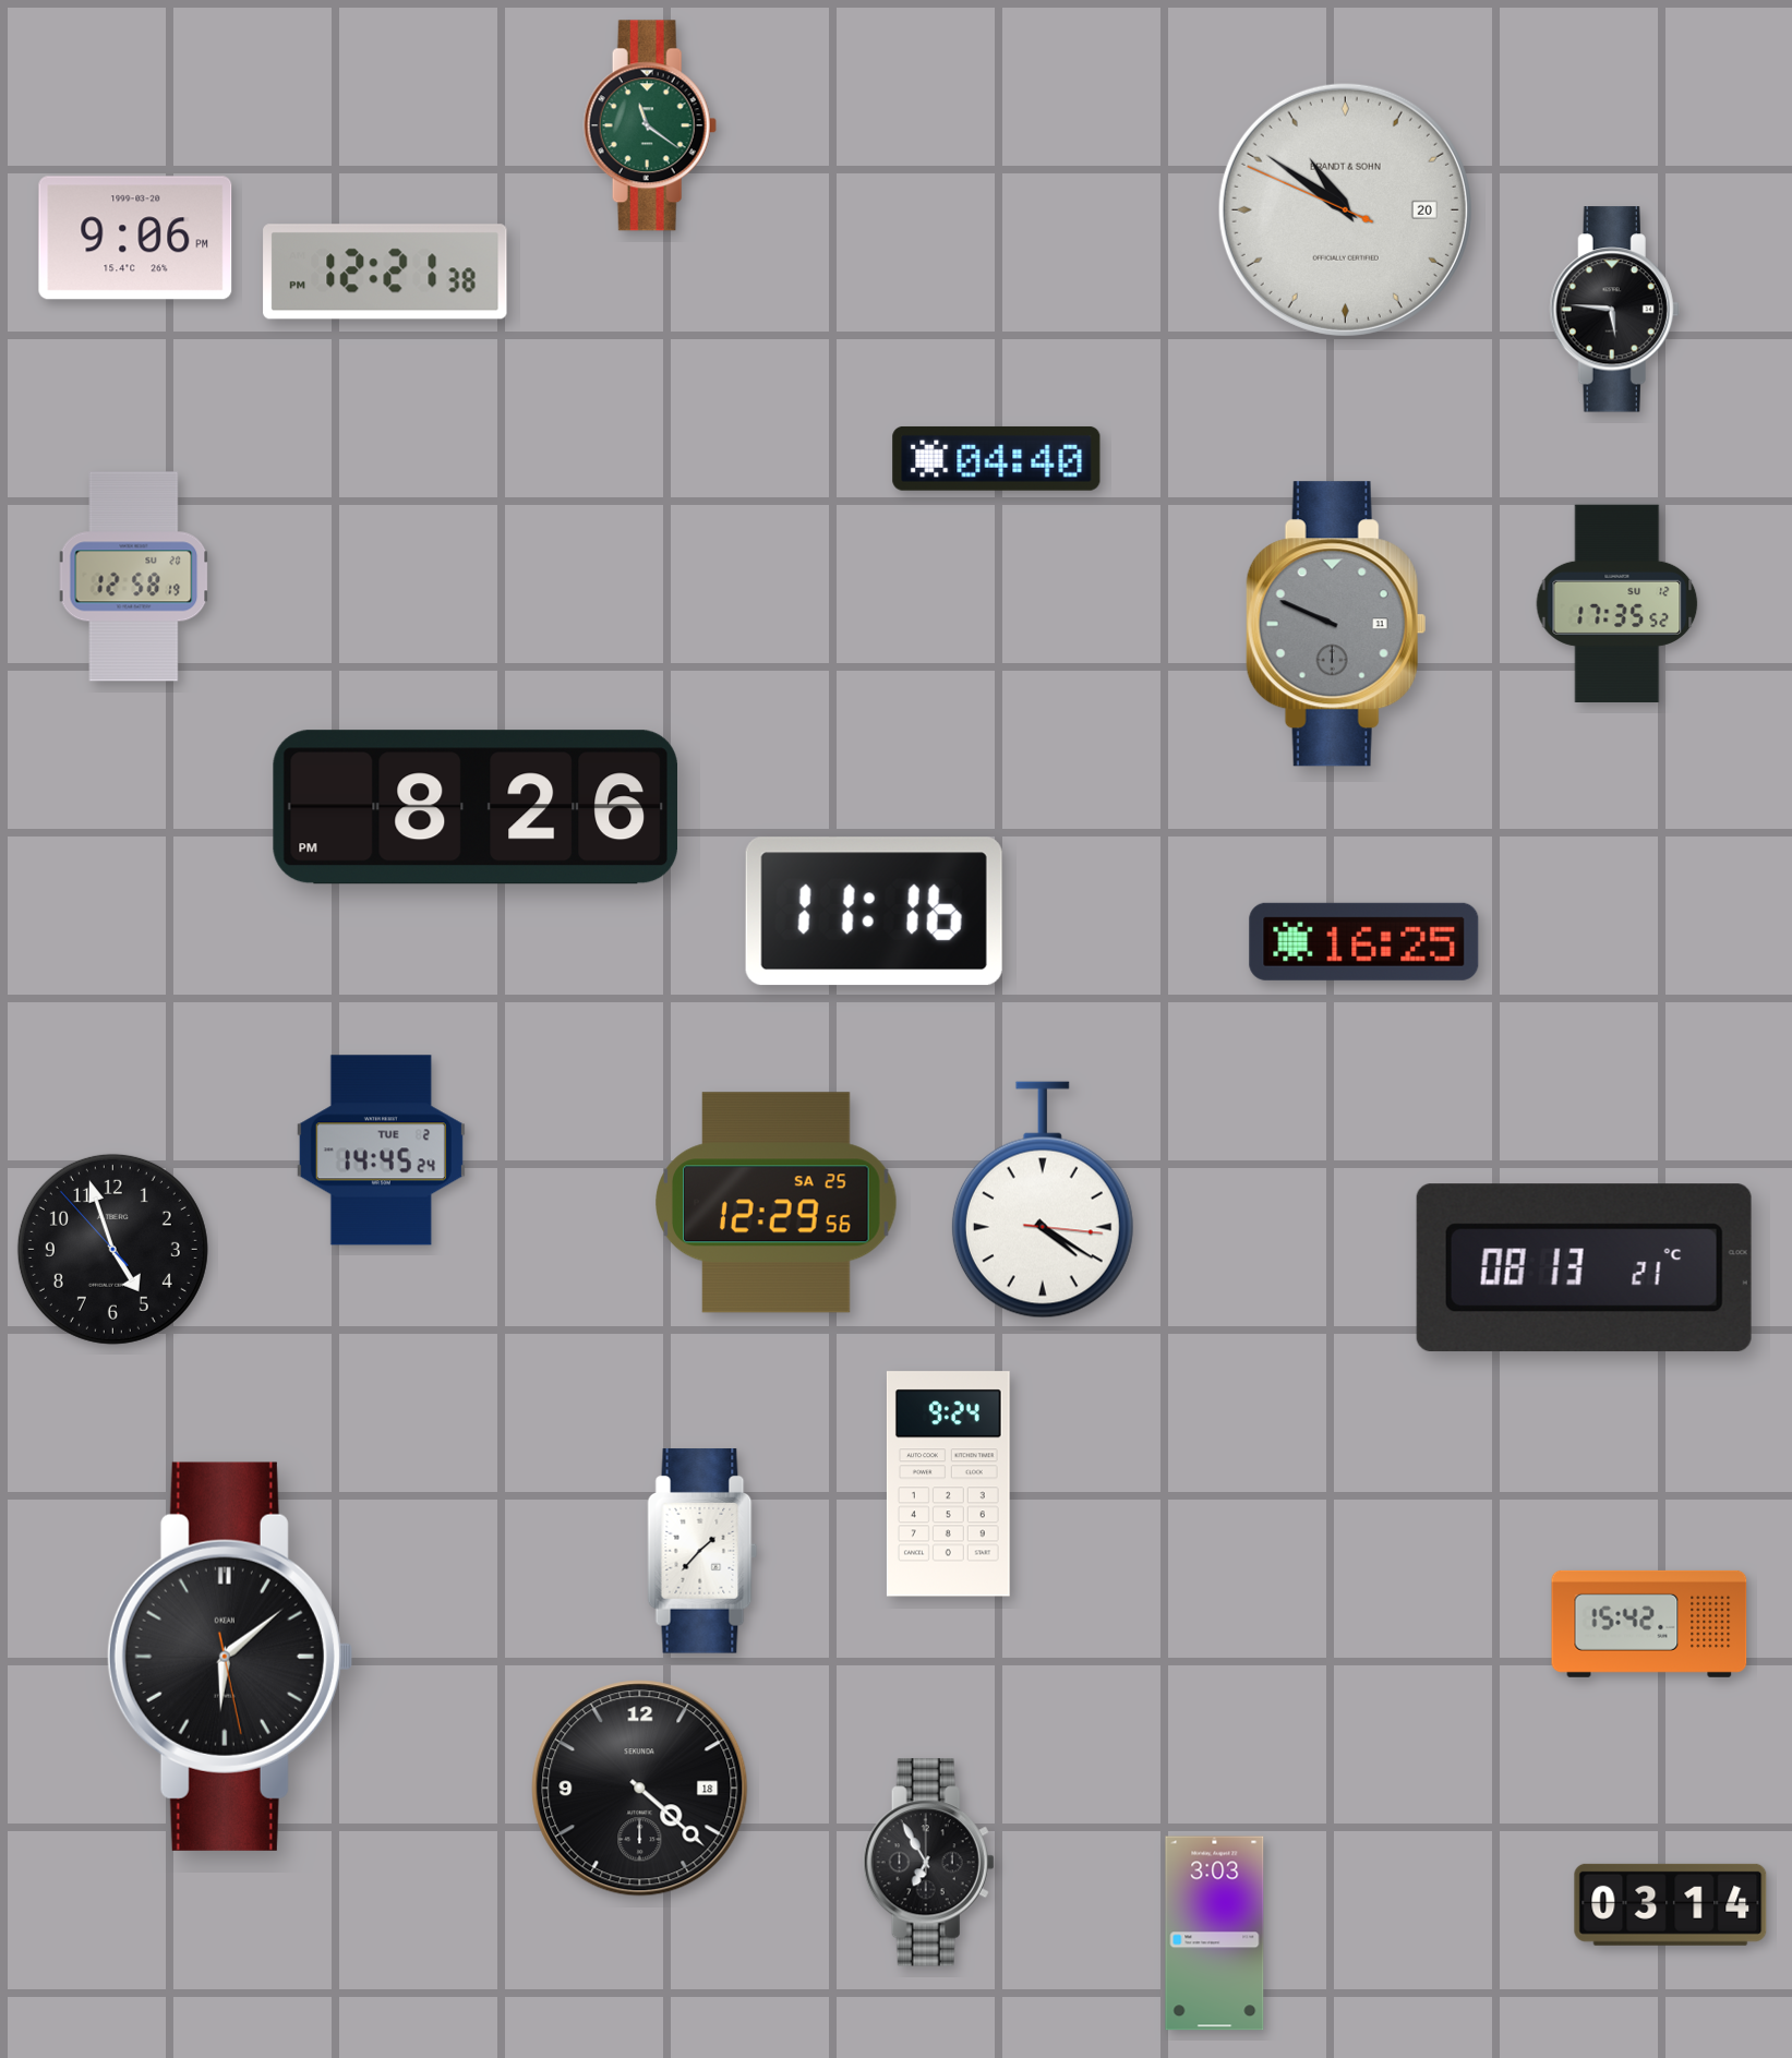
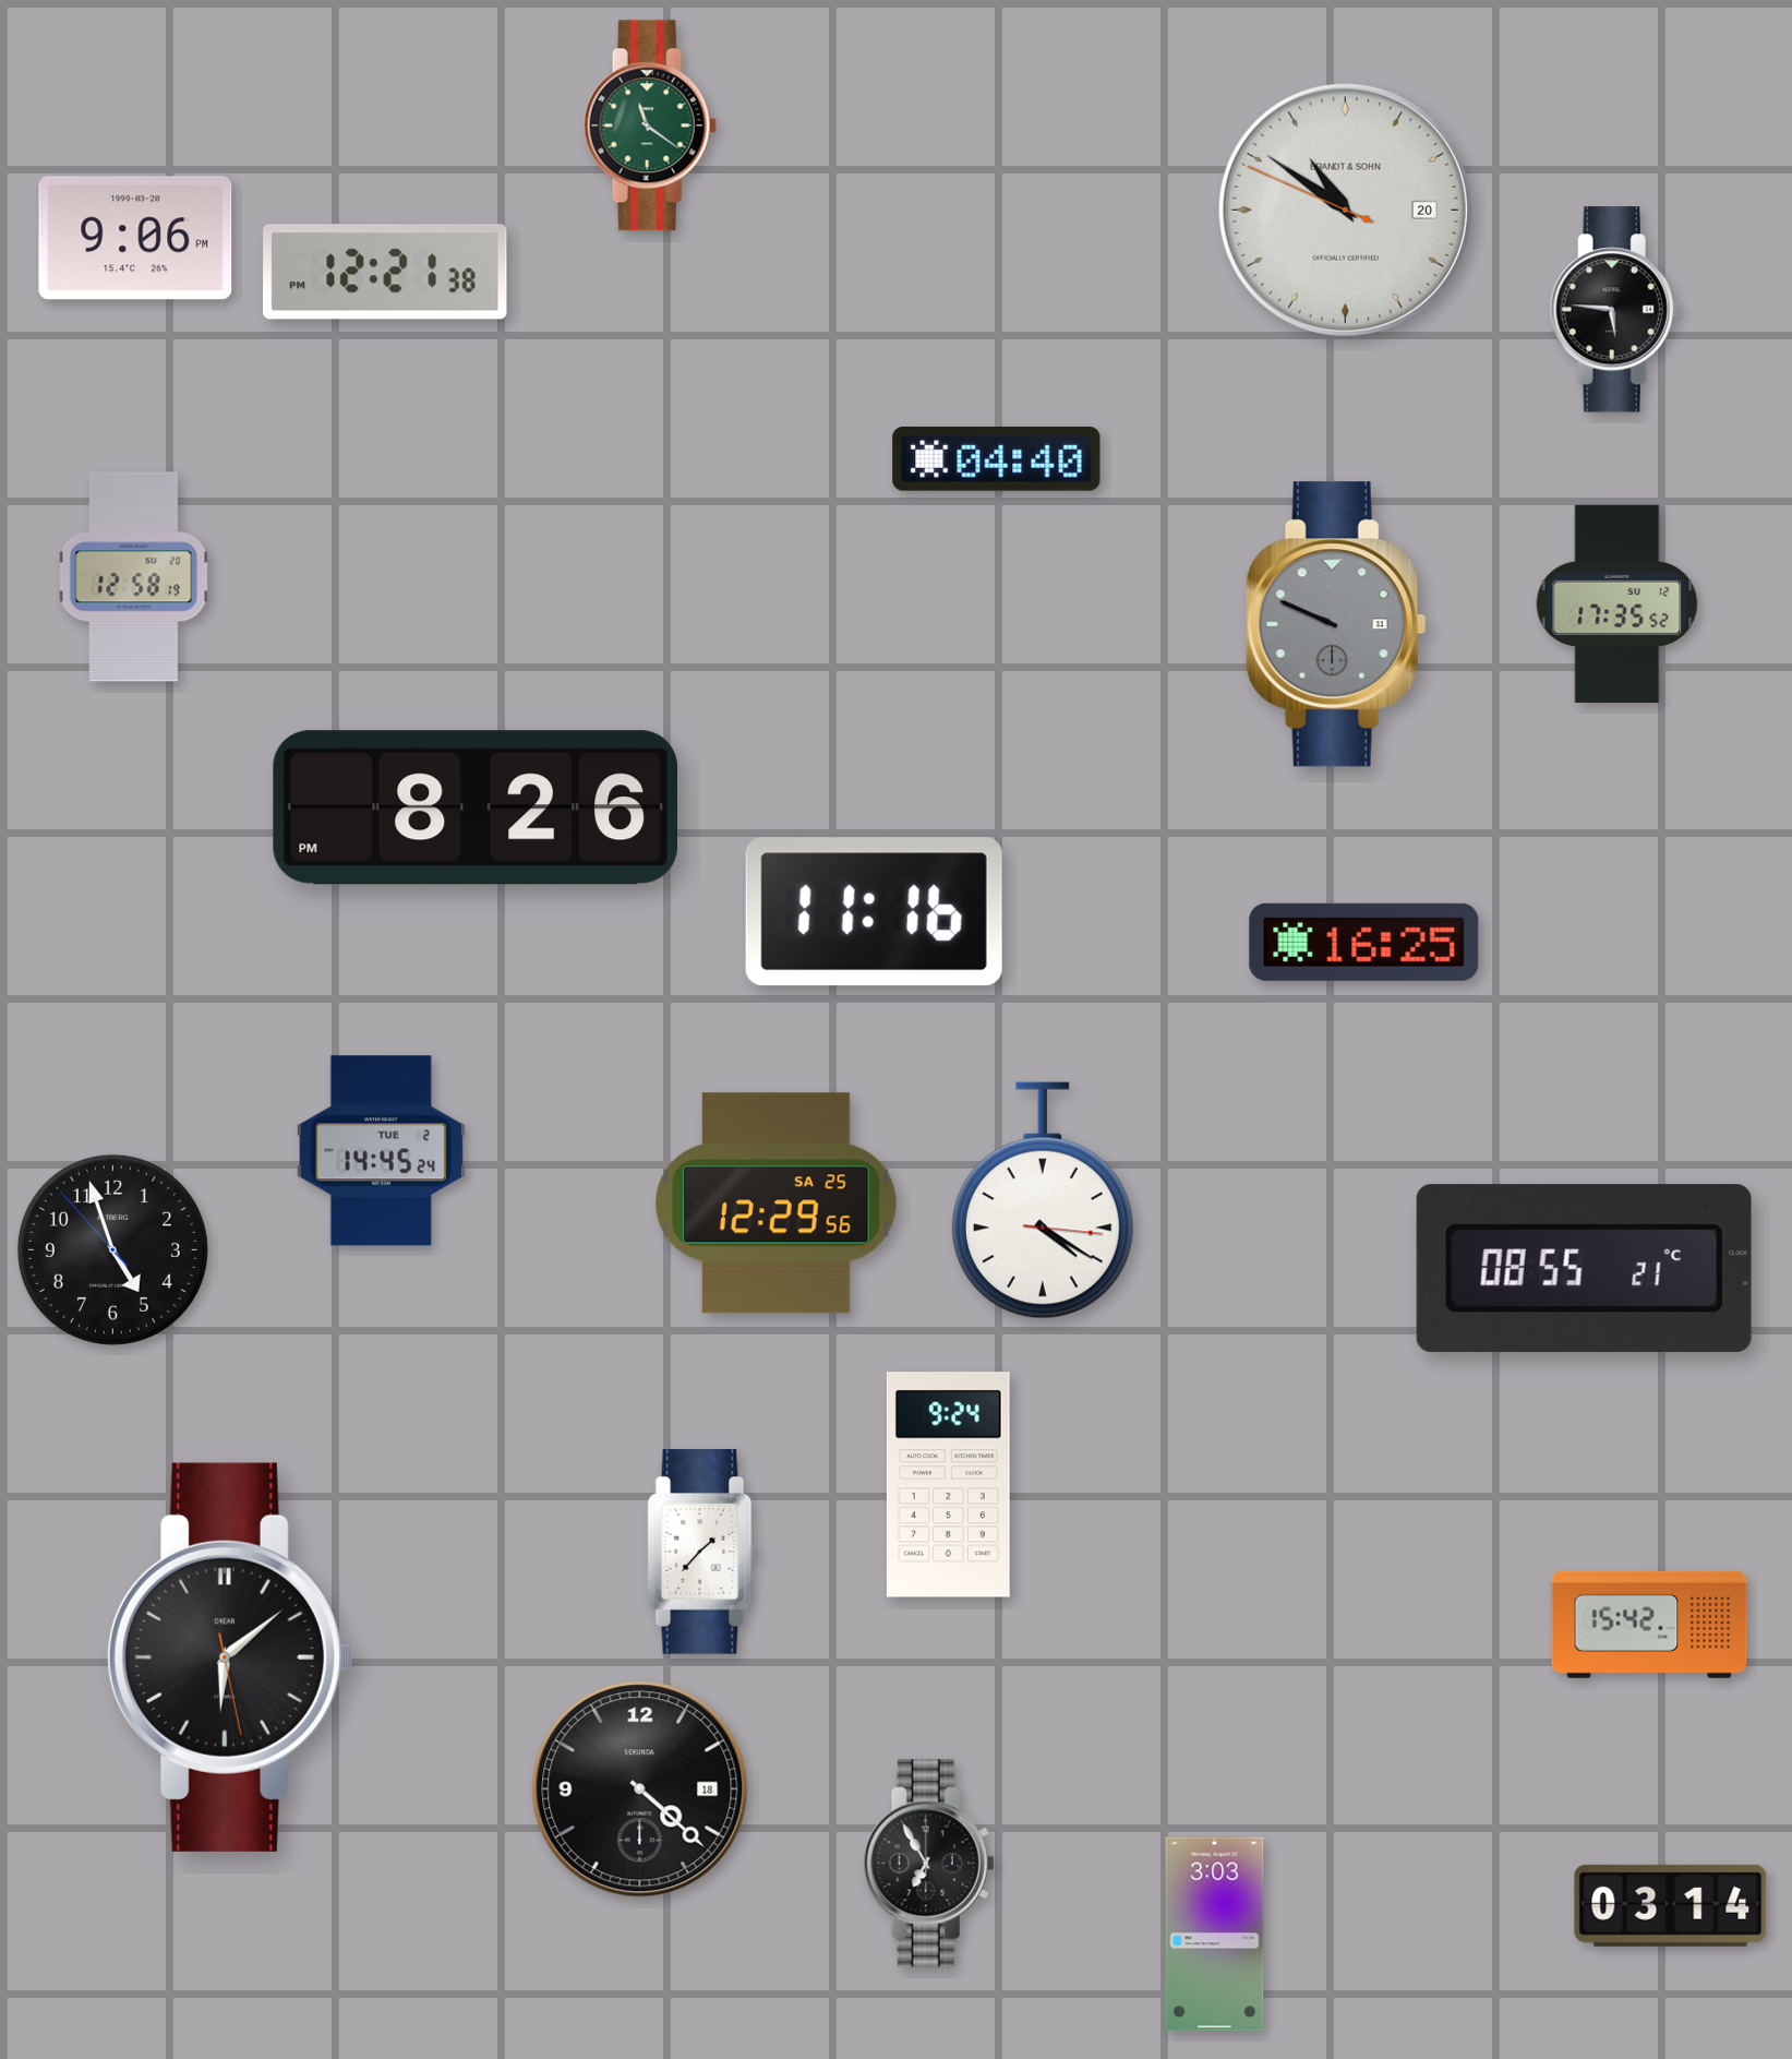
clock at (1584, 1268): 08:13 -> 08:55
